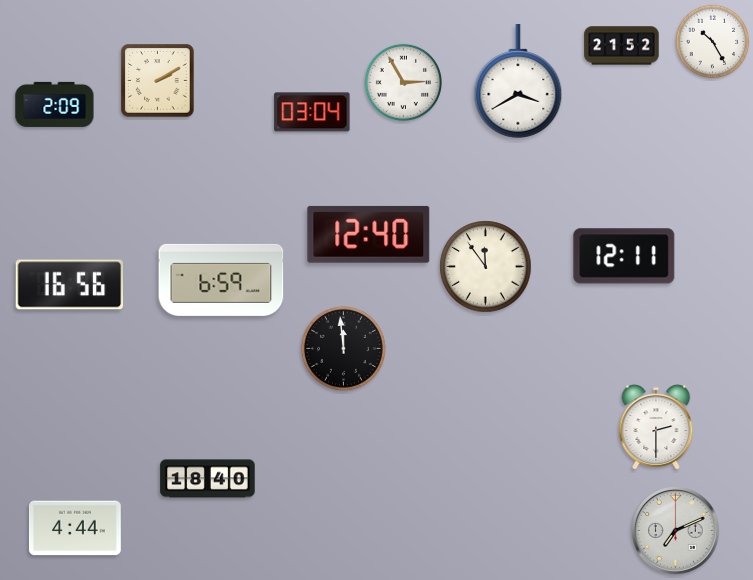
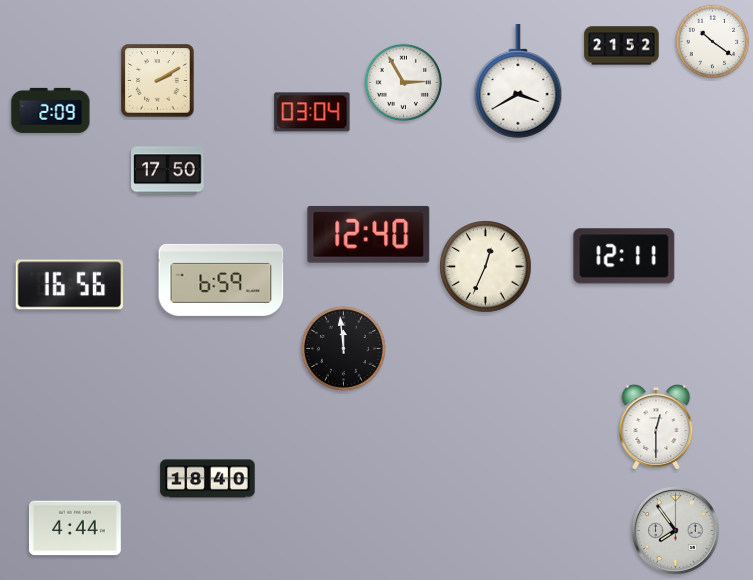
clock at (713, 42): 10:25 -> 10:21
clock at (55, 104) position: (55, 104) -> (51, 110)
clock at (168, 171): none -> 17:50
clock at (486, 267): 11:54 -> 12:34
clock at (656, 427): 2:30 -> 12:30
clock at (676, 531): 7:11 -> 7:54
